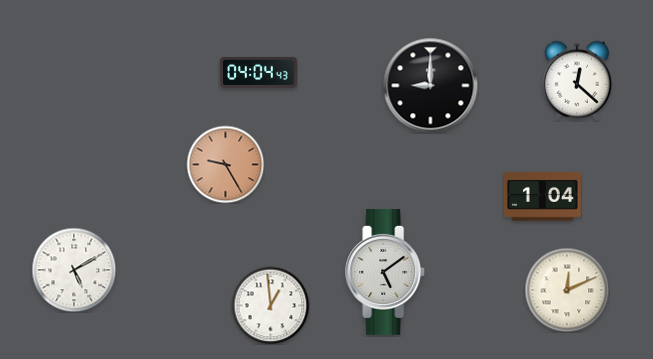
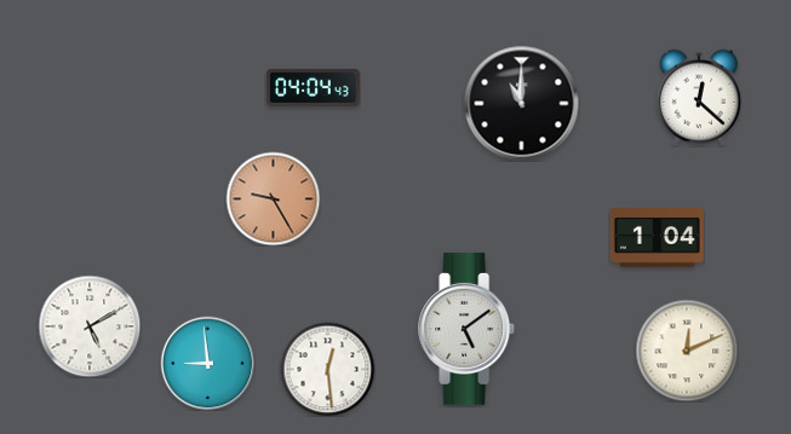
clock at (430, 85): 9:00 -> 11:00
clock at (207, 363): none -> 8:59
clock at (270, 305): 12:59 -> 12:29
